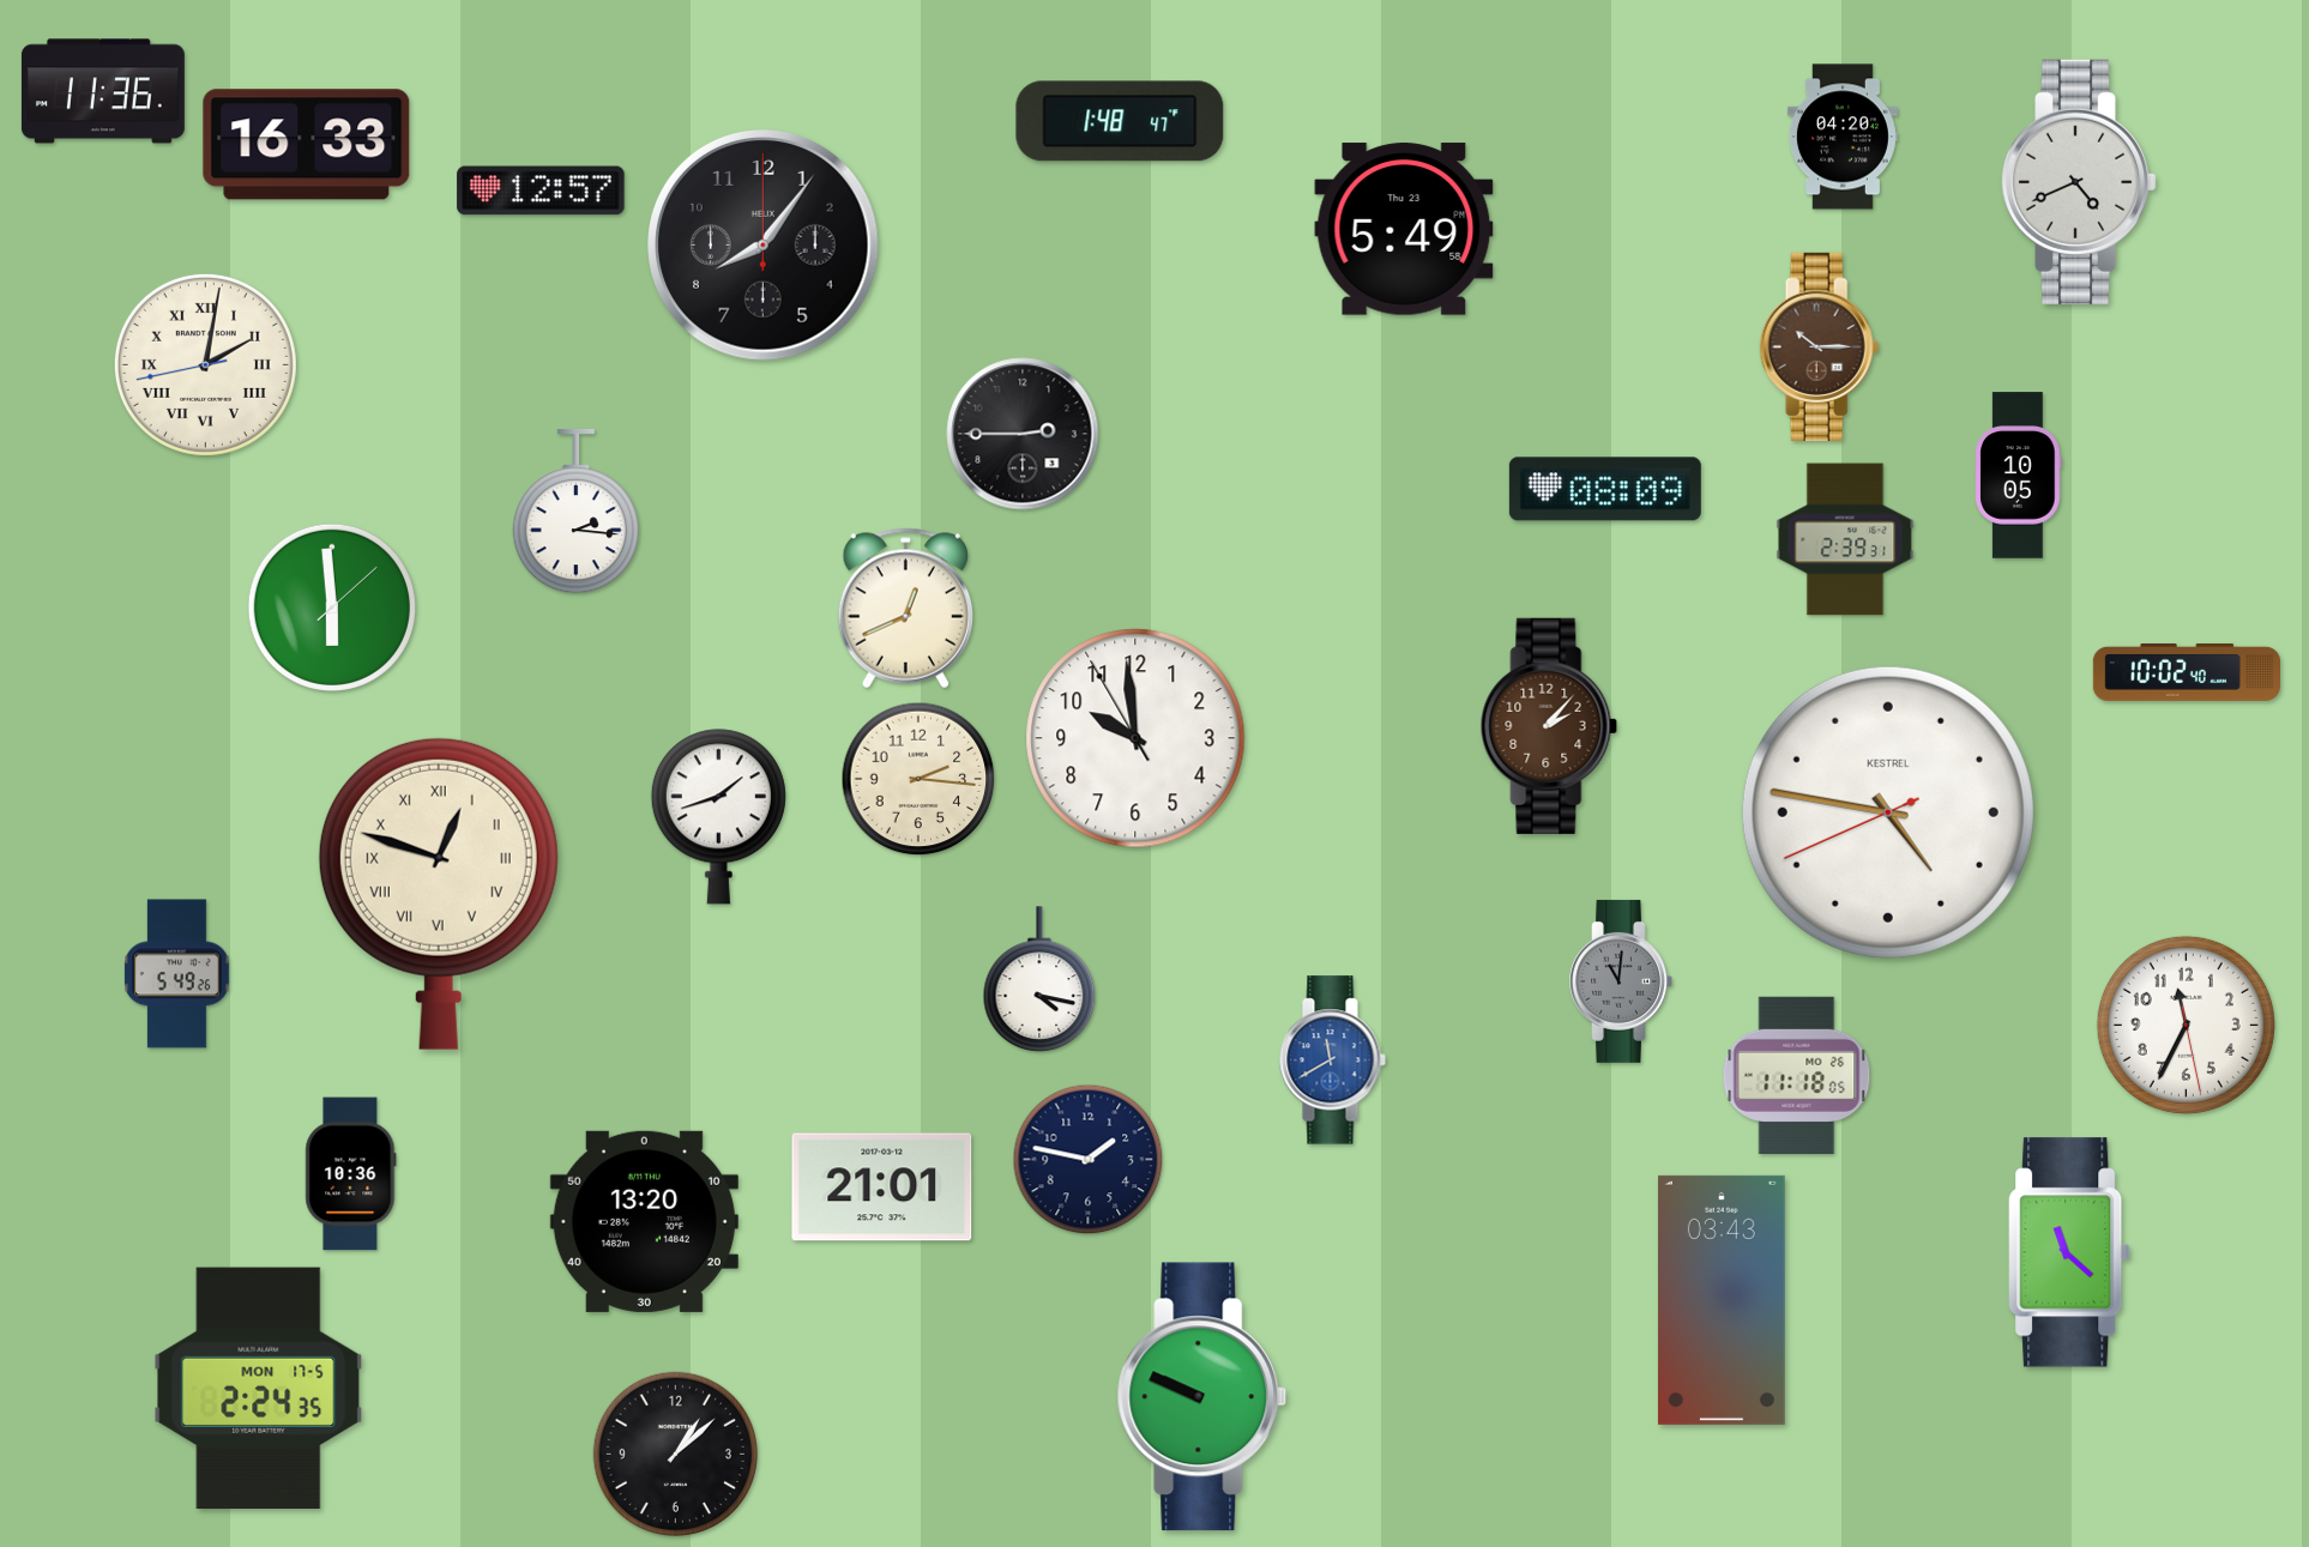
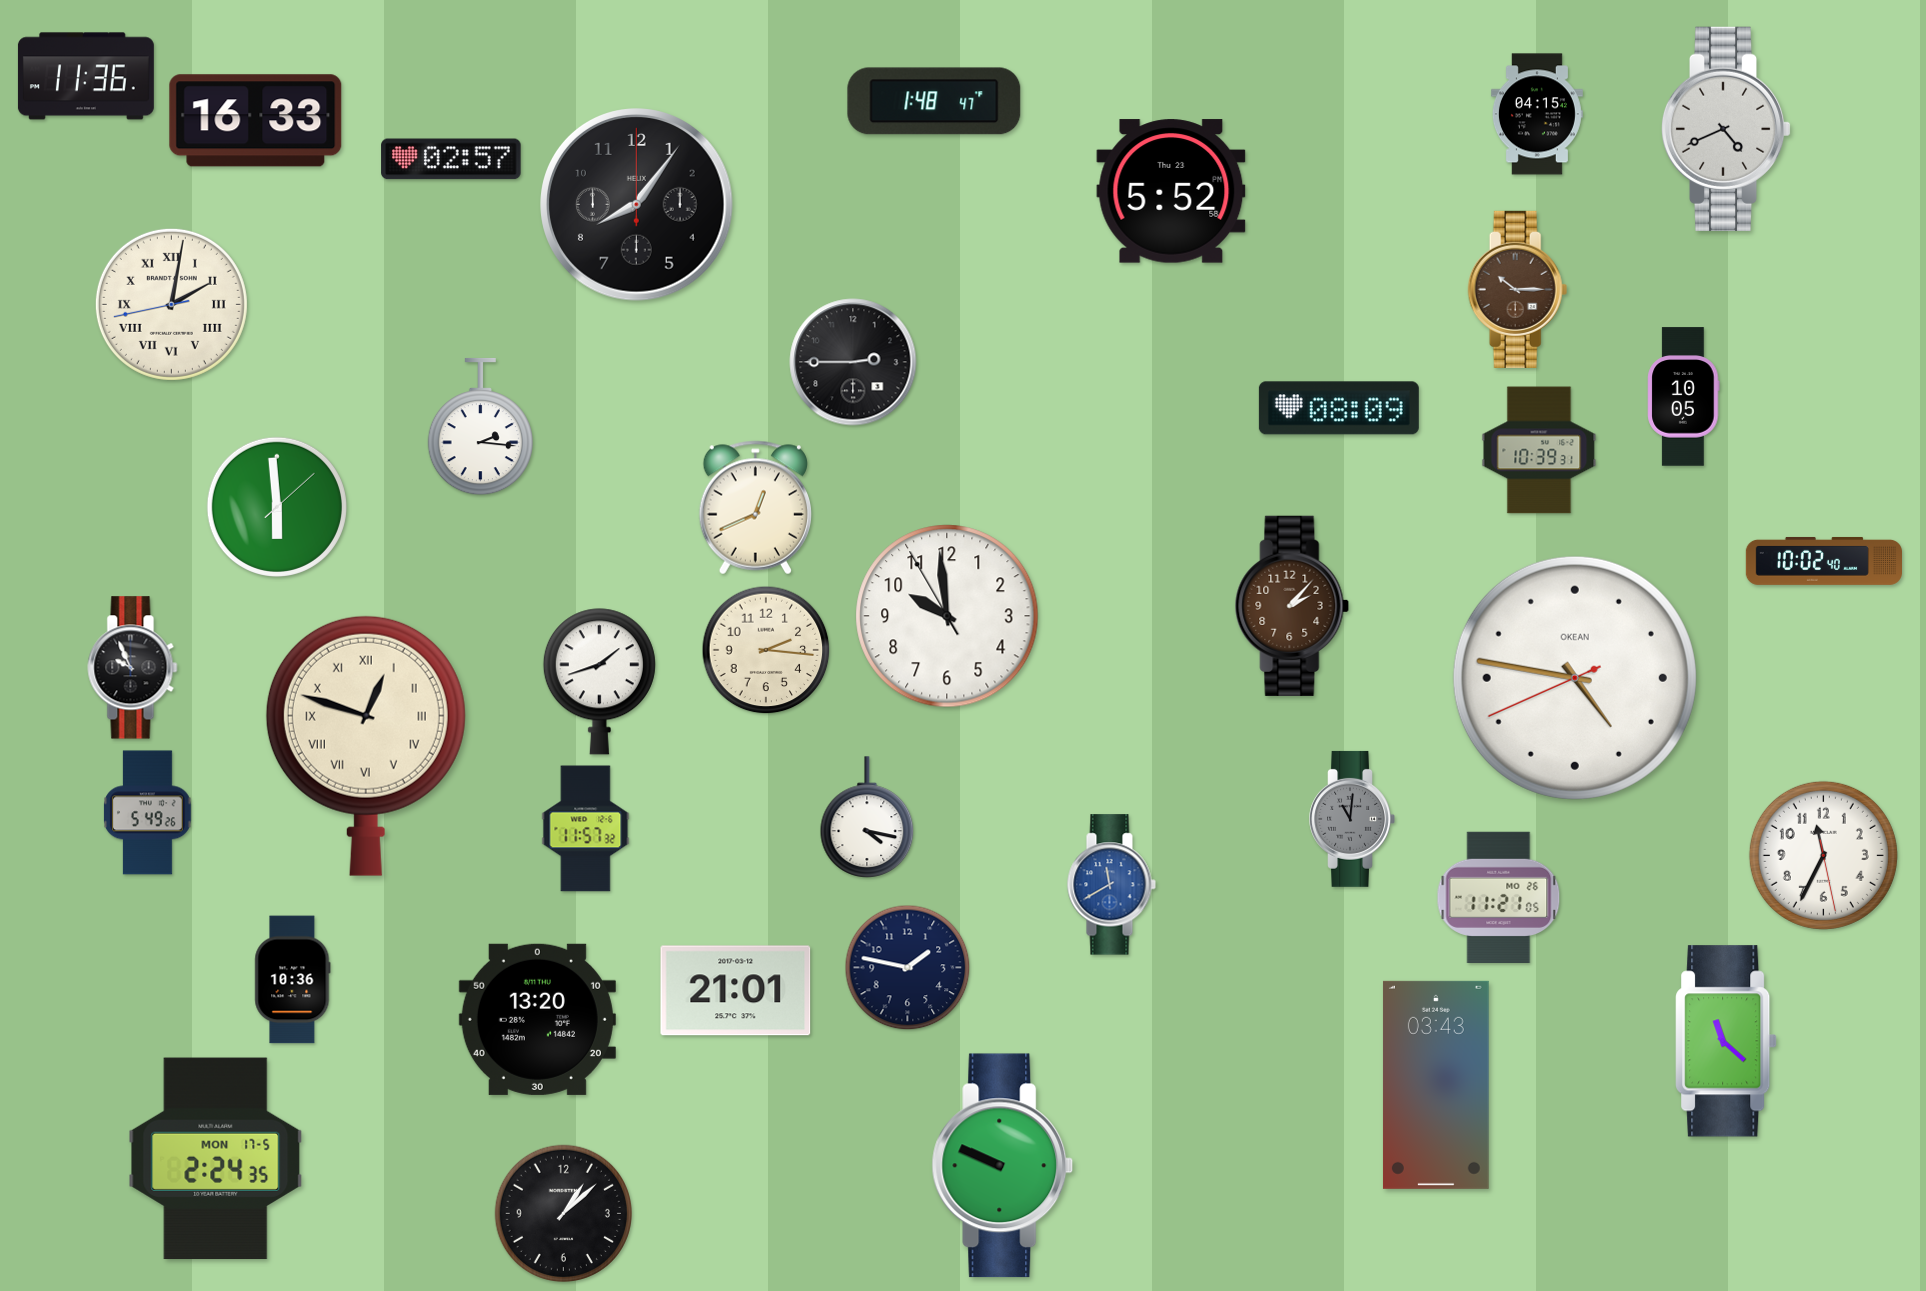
clock at (1843, 137): 04:20 -> 04:15
clock at (2079, 182) position: (2079, 182) -> (1726, 129)
clock at (541, 191): 12:57 -> 02:57
clock at (1404, 229): 5:49 -> 5:52
clock at (1845, 539): 2:39 -> 10:39
clock at (133, 668): none -> 9:56
clock at (1888, 812) brand: KESTREL -> OKEAN
clock at (586, 829): none -> 11:57
clock at (1797, 1075): 11:18 -> 11:21
clock at (2069, 1252) position: (2069, 1252) -> (1726, 1041)
